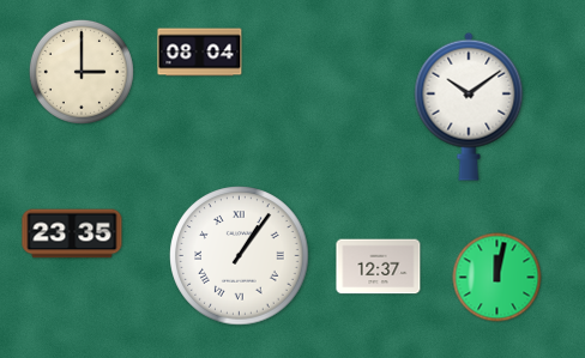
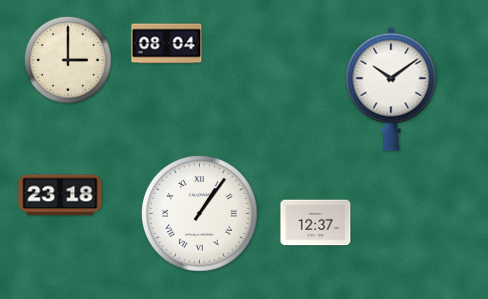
clock at (72, 233): 23:35 -> 23:18
clock at (497, 278): 12:02 -> none
